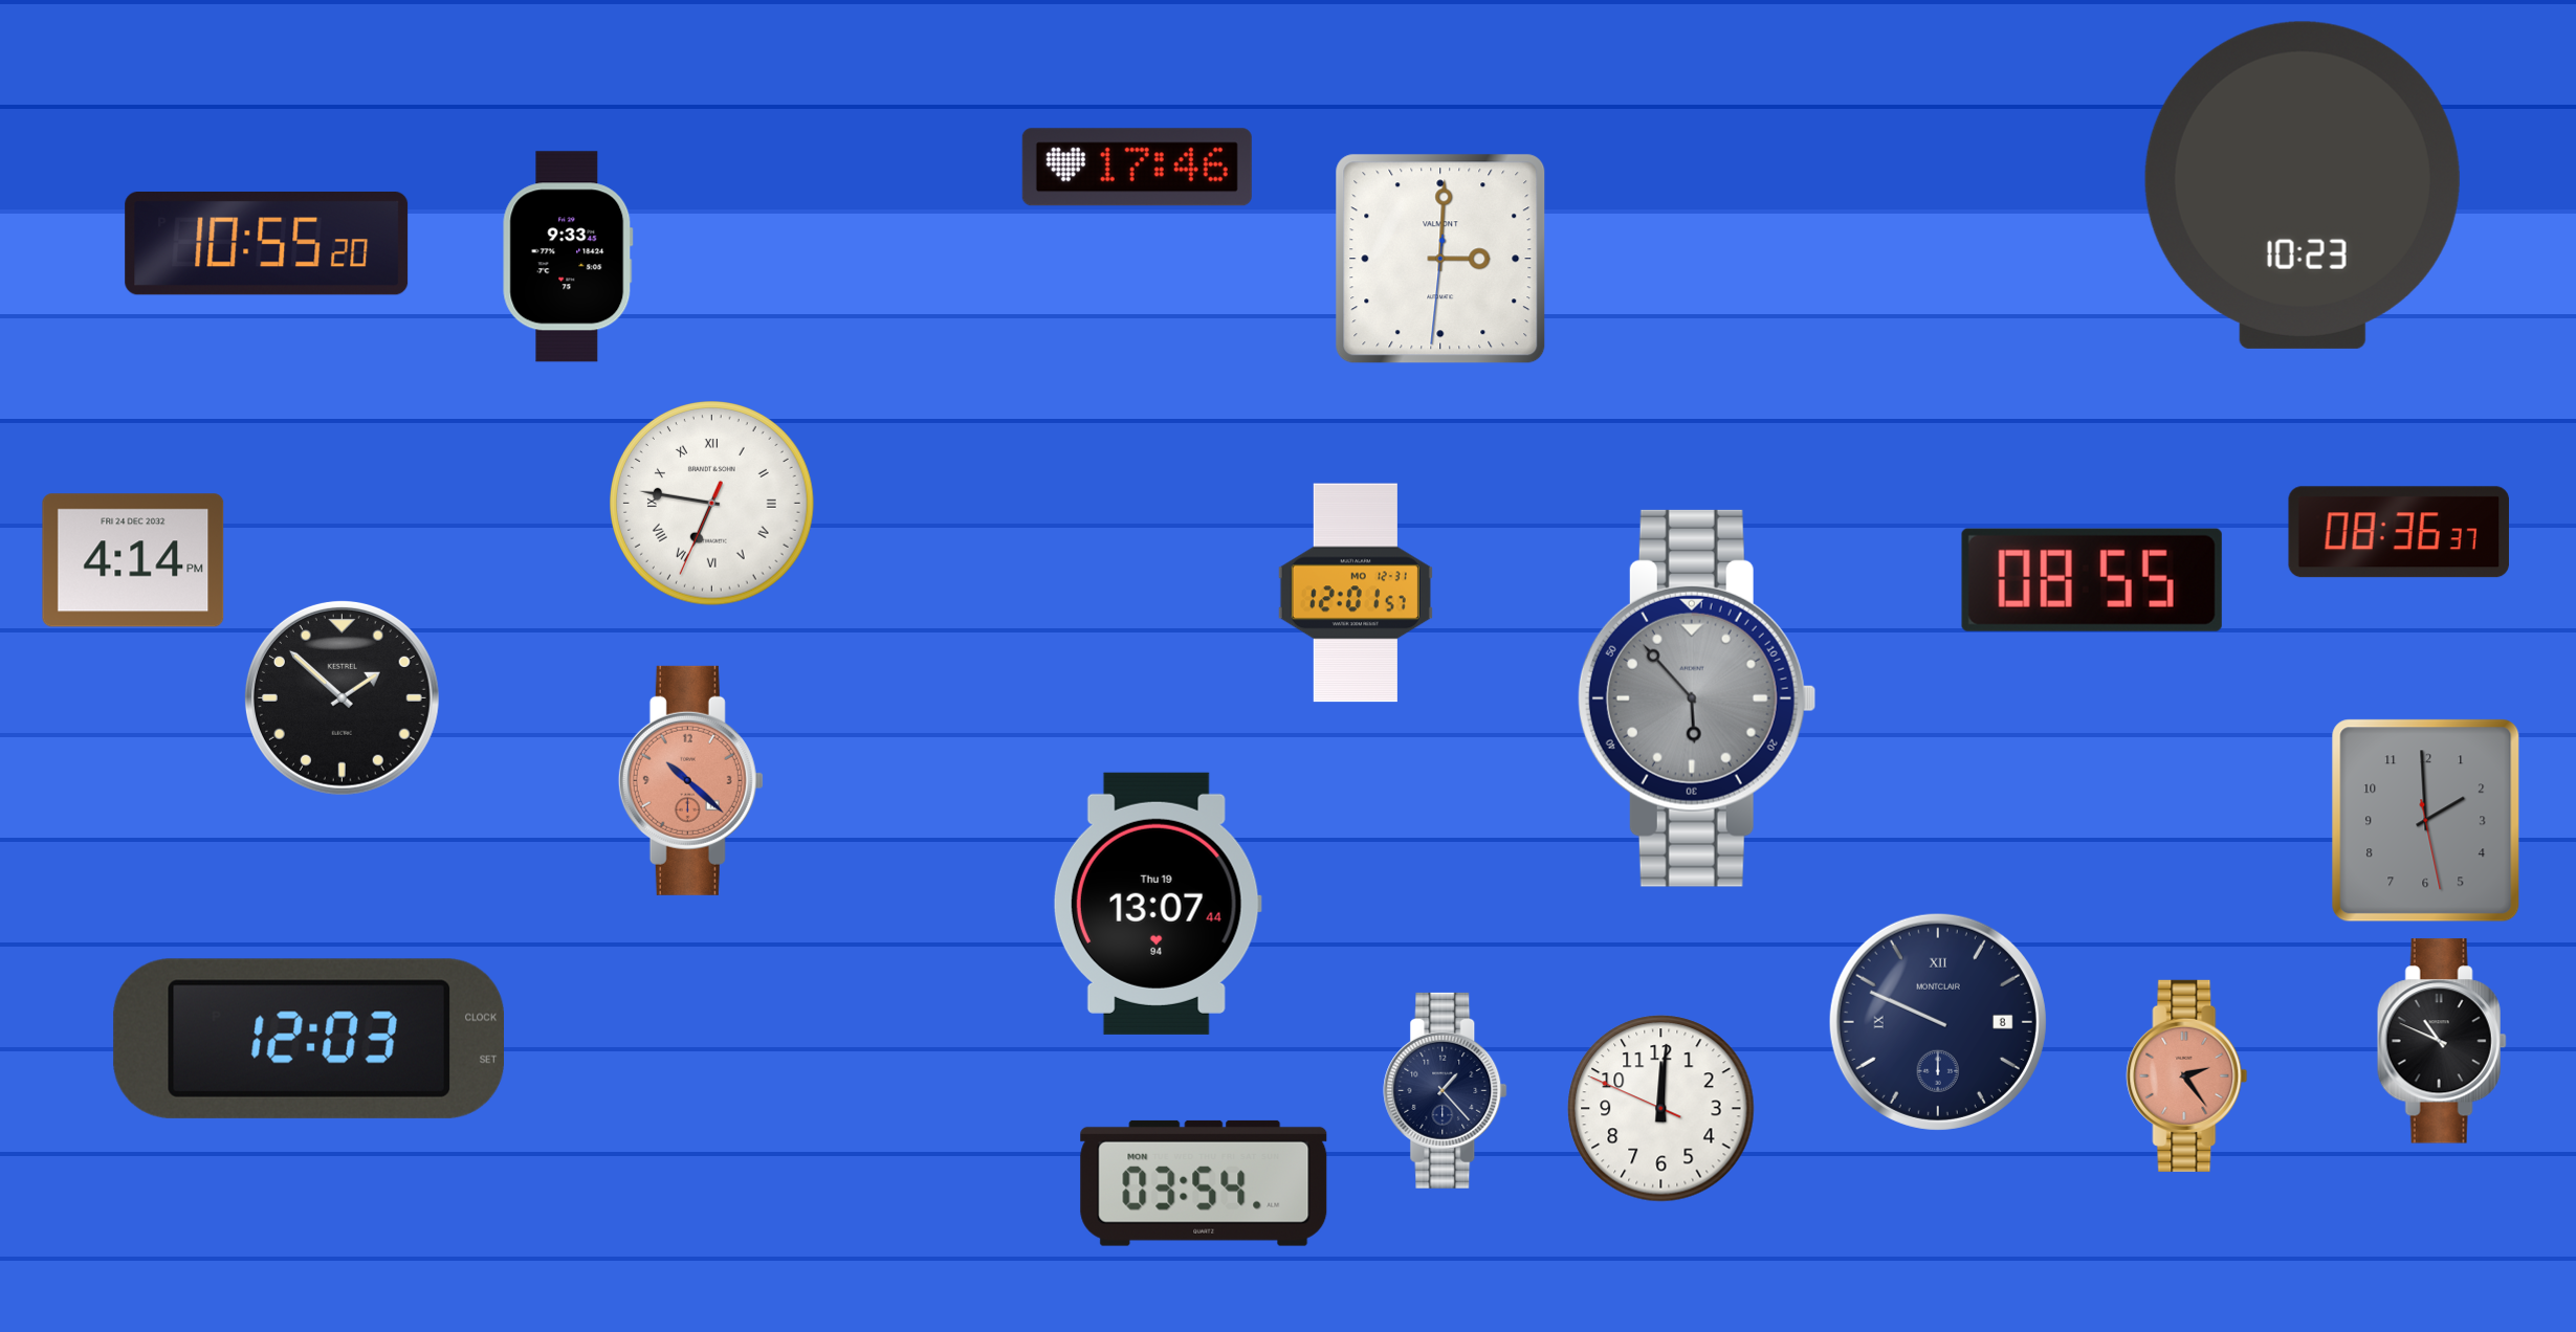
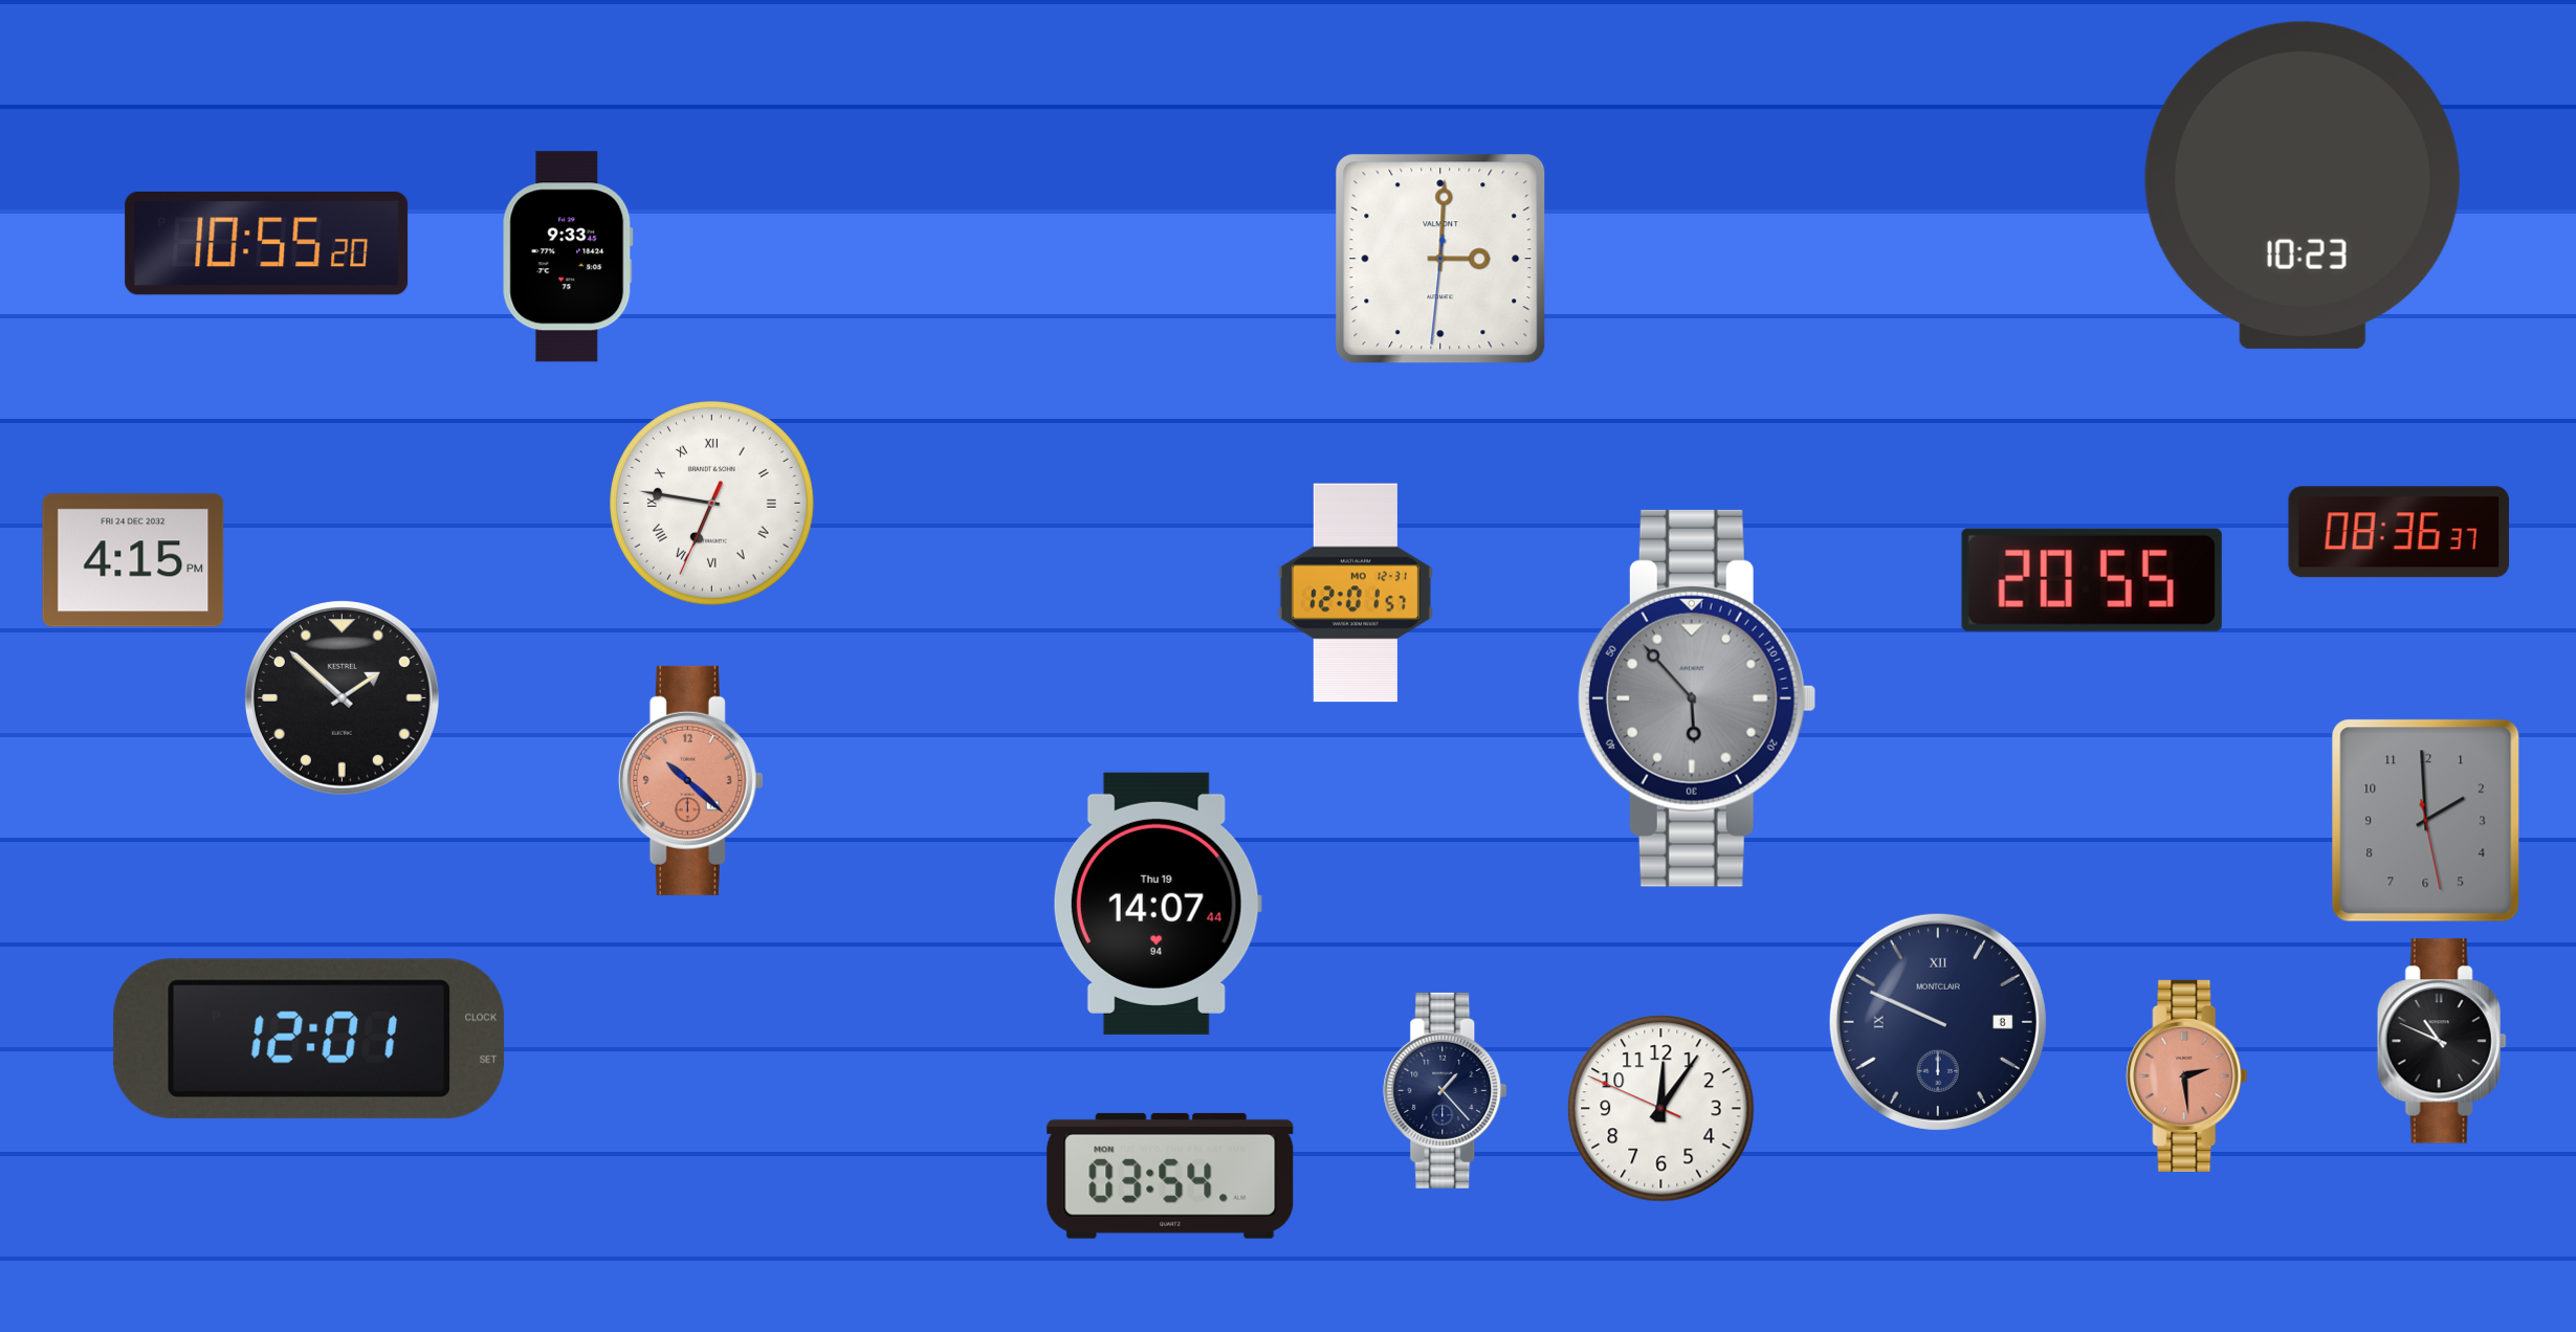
clock at (1137, 168): 17:46 -> none
clock at (133, 560): 4:14 -> 4:15
clock at (2092, 580): 08:55 -> 20:55
clock at (1158, 904): 13:07 -> 14:07
clock at (308, 1039): 12:03 -> 12:01
clock at (2187, 1075): 2:24 -> 2:29
clock at (1661, 1109): 12:00 -> 12:05
clock at (1204, 1183) position: (1204, 1183) -> (1170, 1176)
